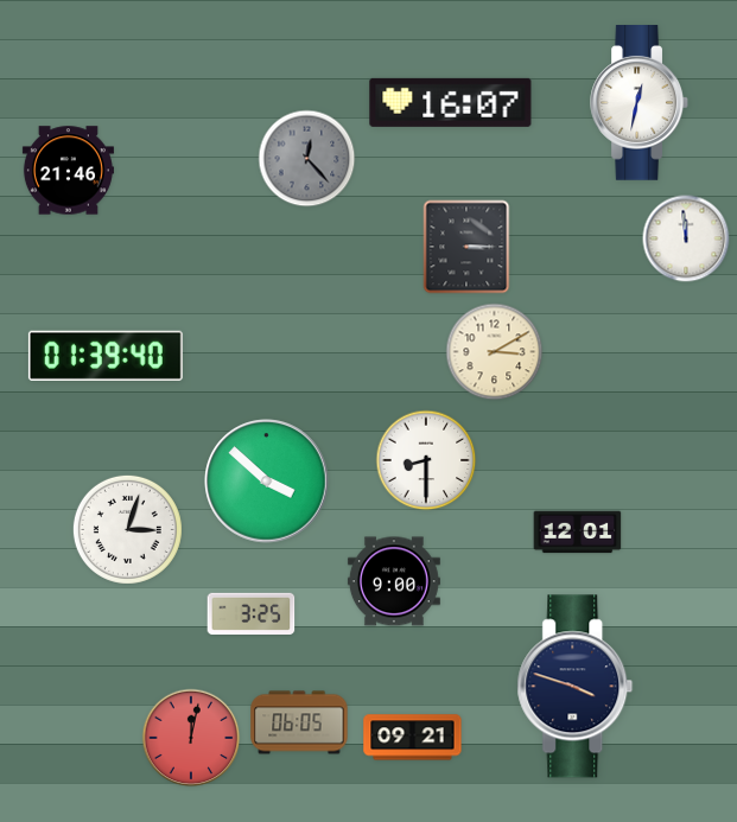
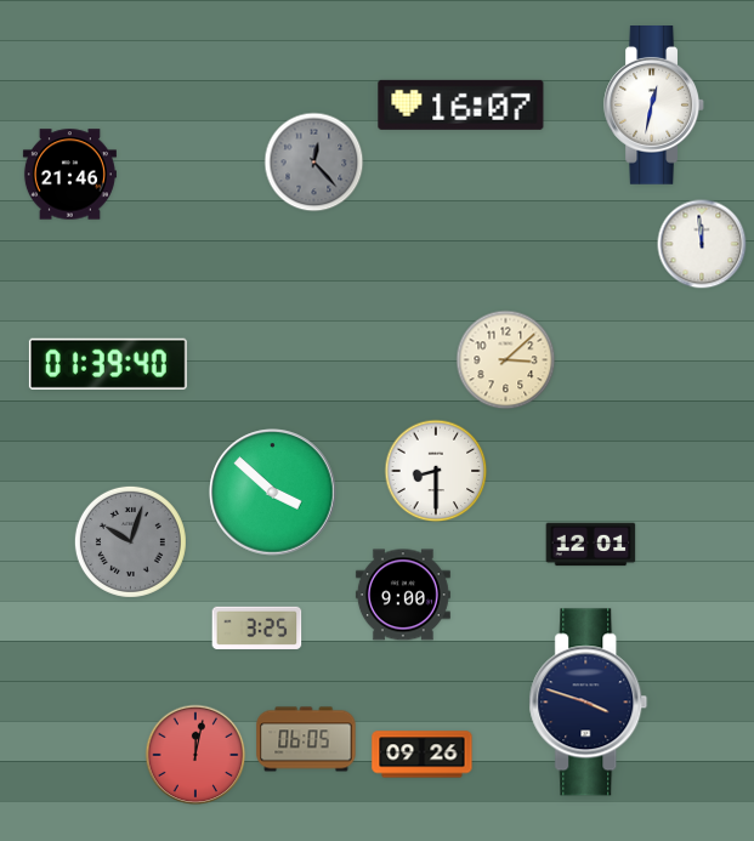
clock at (466, 247): 3:15 -> none
clock at (495, 352): 3:10 -> 3:08
clock at (127, 529): 3:03 -> 10:03
clock at (127, 529) dial: white -> grey
clock at (413, 738): 09:21 -> 09:26
